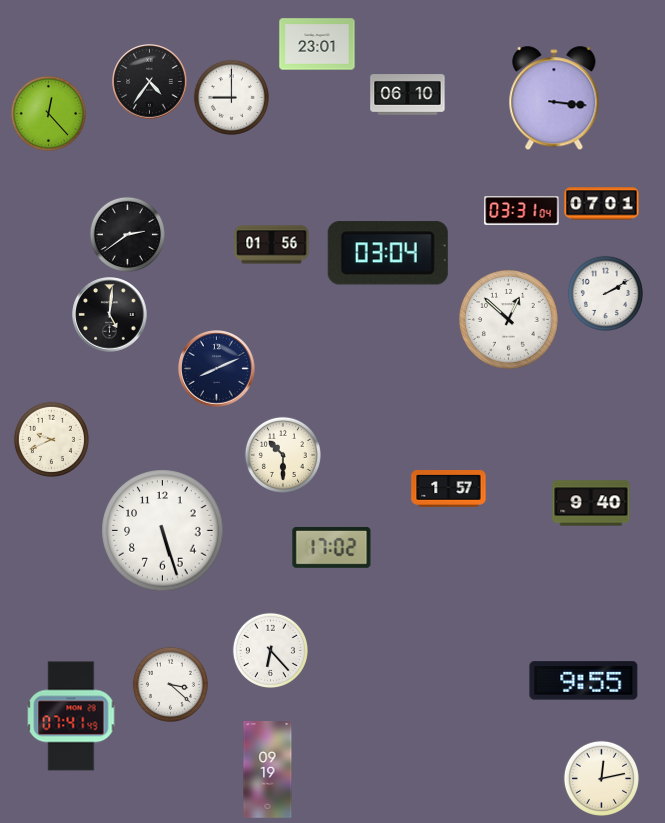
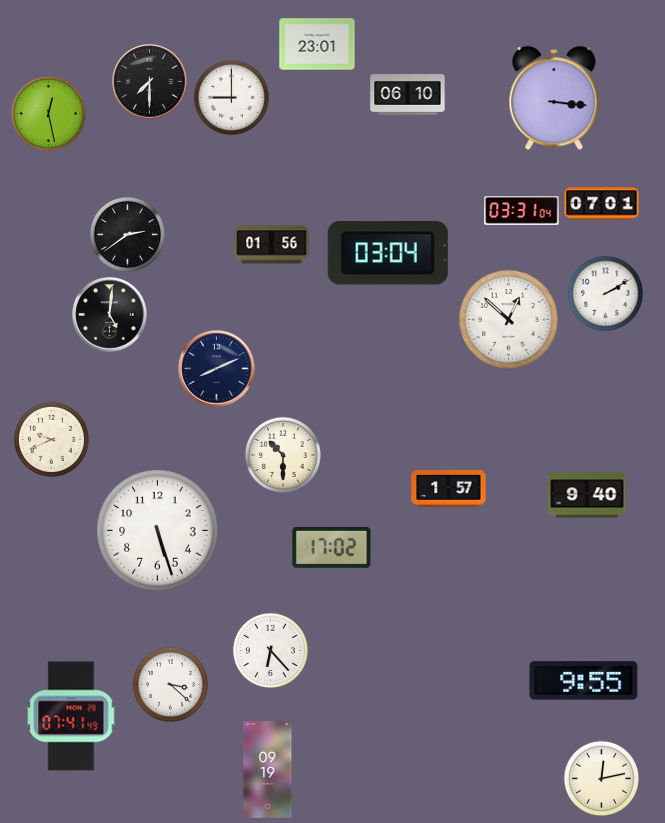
clock at (150, 82): 4:36 -> 7:30
clock at (48, 113): 12:23 -> 12:28
clock at (591, 503) position: (591, 503) -> (587, 495)
clock at (163, 531) position: (163, 531) -> (158, 531)
